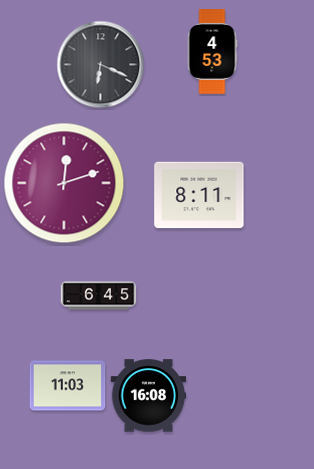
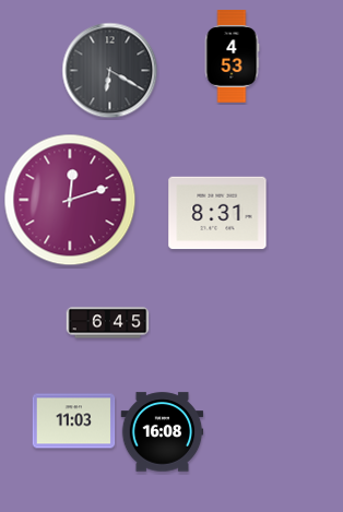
clock at (101, 65): 6:19 -> 6:20
clock at (199, 195): 8:11 -> 8:31
